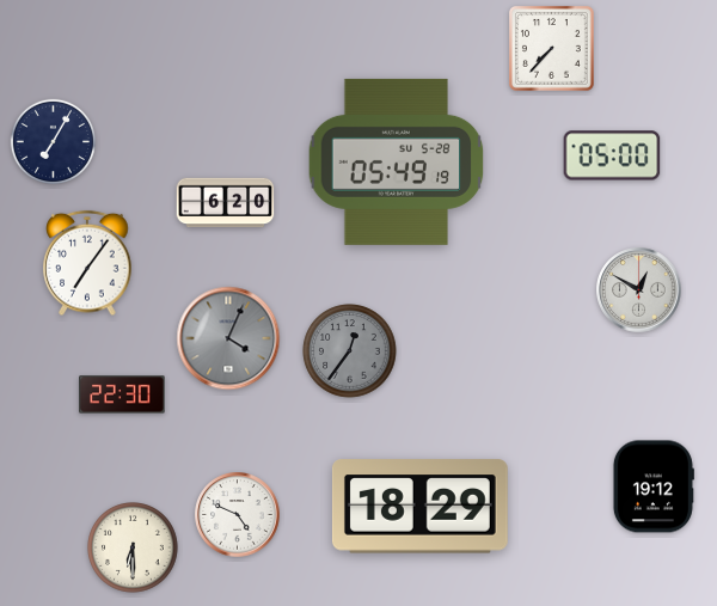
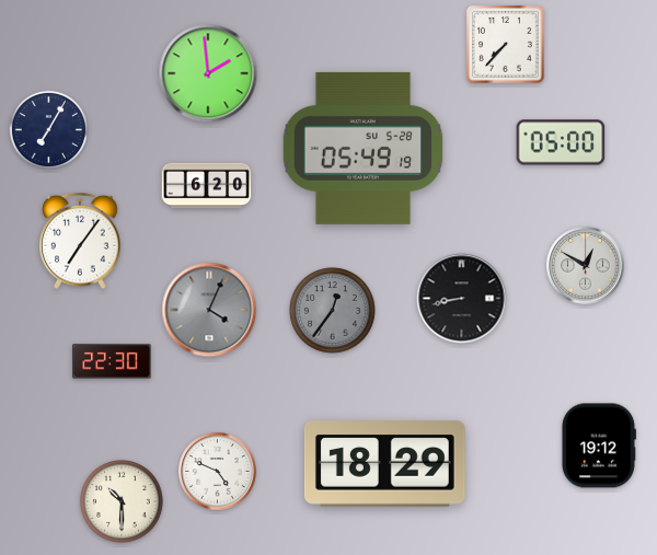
clock at (208, 73): none -> 1:59
clock at (462, 299): none -> 8:43
clock at (350, 351) position: (350, 351) -> (333, 311)
clock at (134, 549): 6:30 -> 10:30
